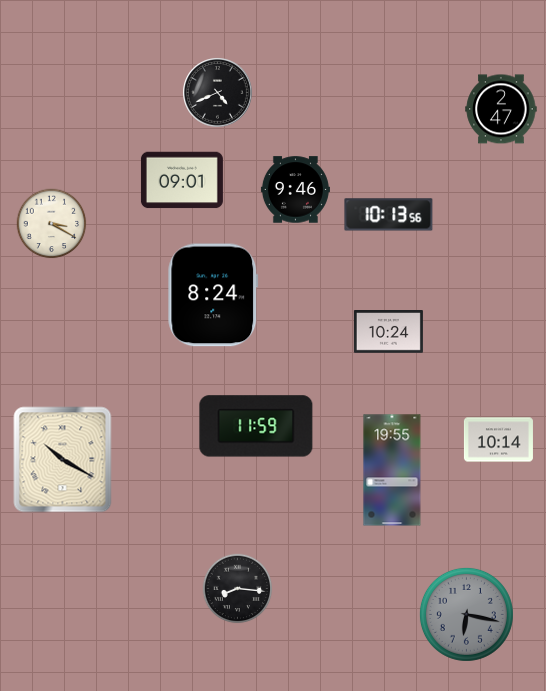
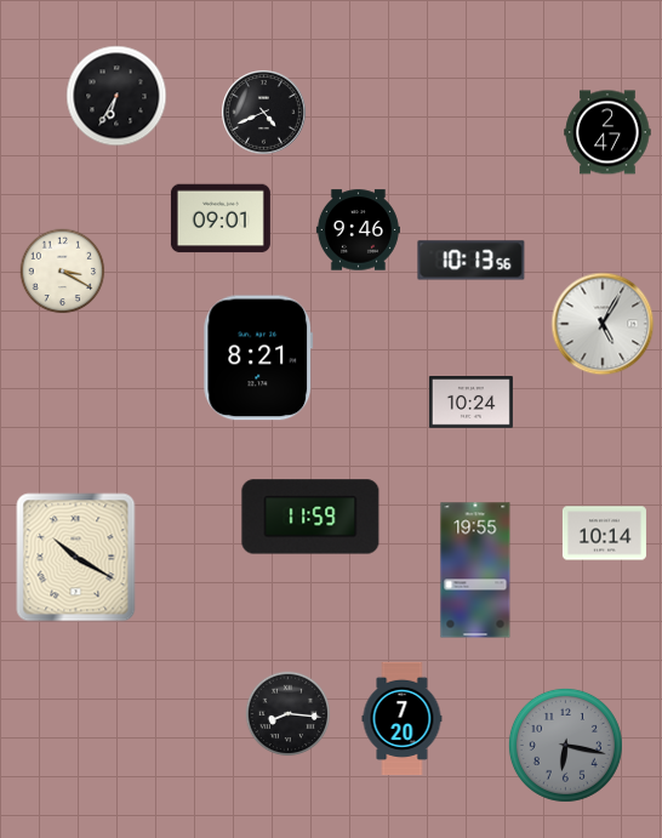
clock at (116, 96): none -> 6:35
clock at (603, 324): none -> 5:05
clock at (213, 295): 8:24 -> 8:21
clock at (403, 718): none -> 7:20
